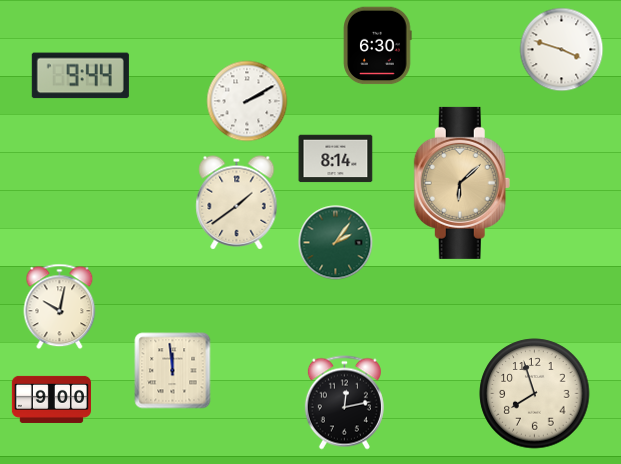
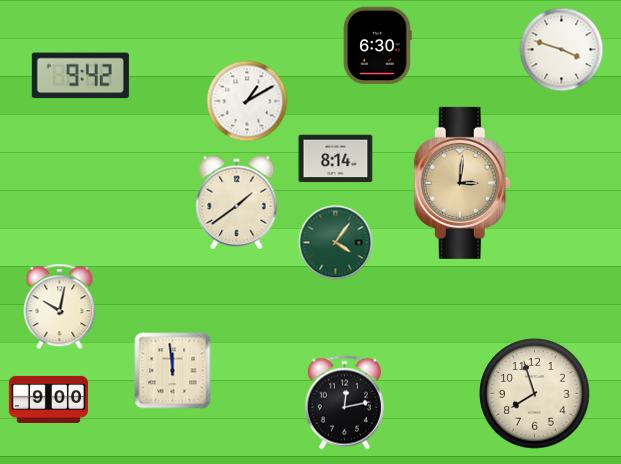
clock at (80, 76): 9:44 -> 9:42
clock at (247, 101): 2:10 -> 1:10
clock at (462, 183): 6:08 -> 3:01
clock at (336, 243): 2:06 -> 4:06
clock at (51, 399) position: (51, 399) -> (48, 399)
